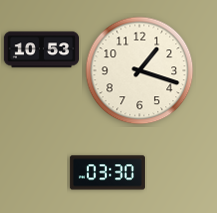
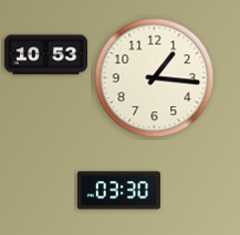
clock at (140, 71): 1:18 -> 1:16
